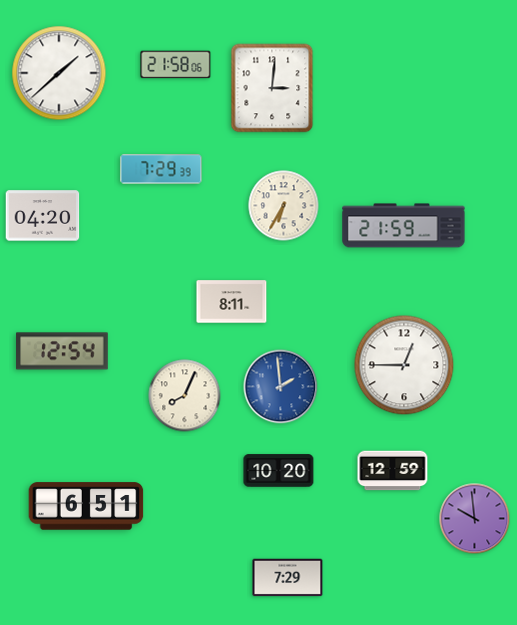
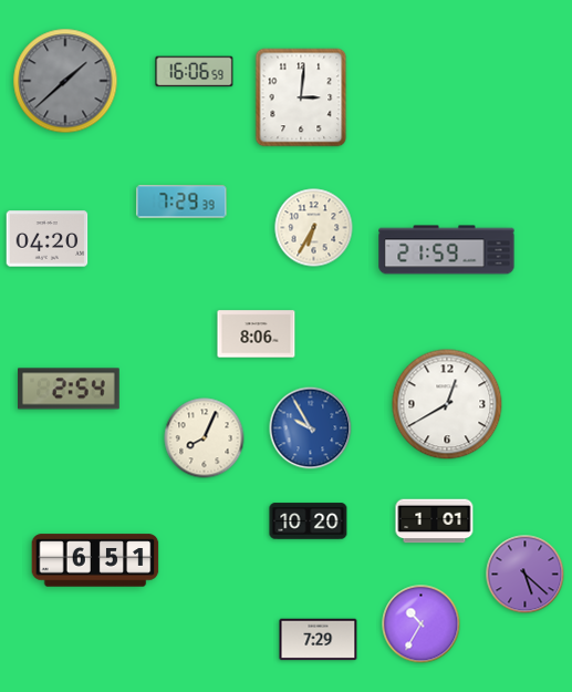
clock at (176, 65): 21:58 -> 16:06
clock at (59, 73) dial: white -> grey
clock at (161, 169) position: (161, 169) -> (181, 202)
clock at (232, 302): 8:11 -> 8:06
clock at (62, 351): 12:54 -> 2:54
clock at (404, 365): 12:45 -> 12:40
clock at (281, 387): 1:59 -> 9:55
clock at (393, 471): 12:59 -> 1:01
clock at (475, 519): 9:59 -> 5:22
clock at (422, 624): none -> 10:35
